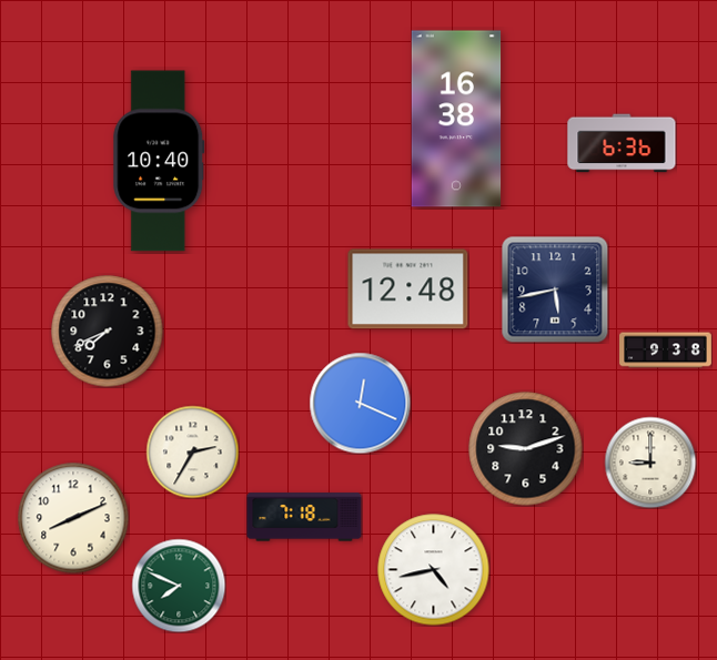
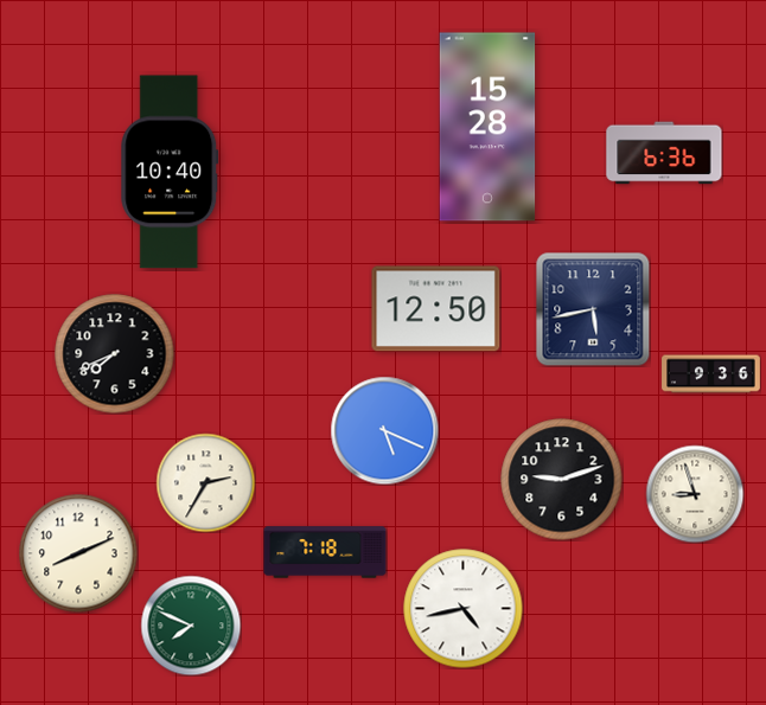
clock at (456, 119): 16:38 -> 15:28
clock at (408, 290): 12:48 -> 12:50
clock at (666, 351): 9:38 -> 9:36
clock at (360, 403): 12:19 -> 5:19
clock at (650, 463): 9:00 -> 8:57
